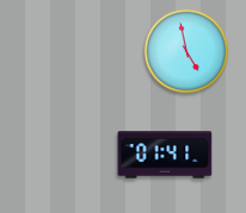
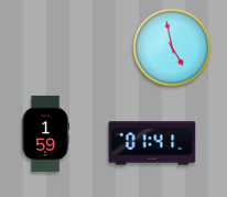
clock at (45, 133): none -> 1:59
